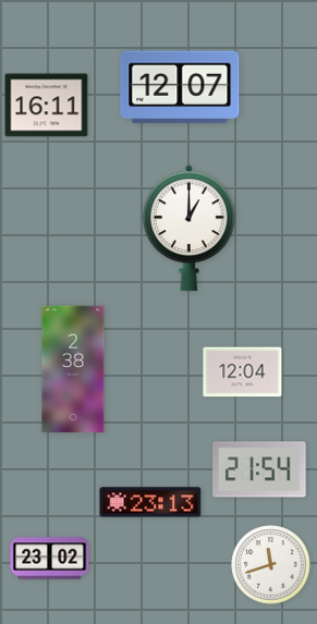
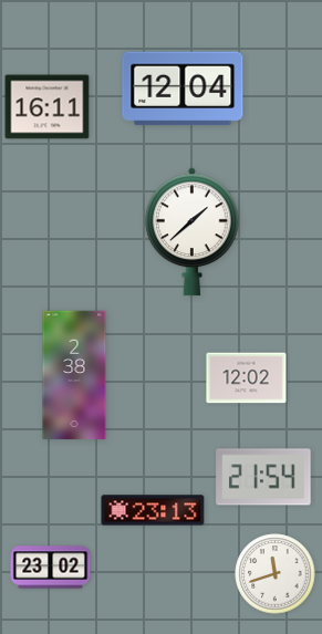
clock at (180, 87): 12:07 -> 12:04
clock at (188, 229): 1:00 -> 1:38
clock at (243, 372): 12:04 -> 12:02
